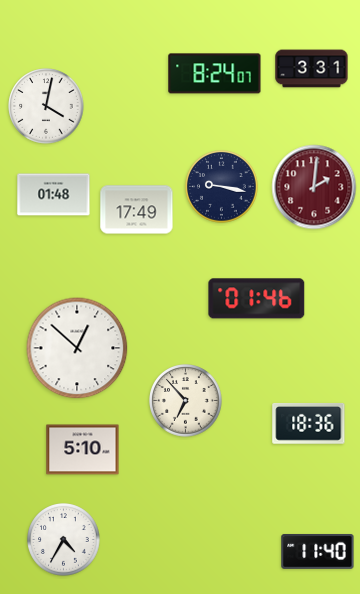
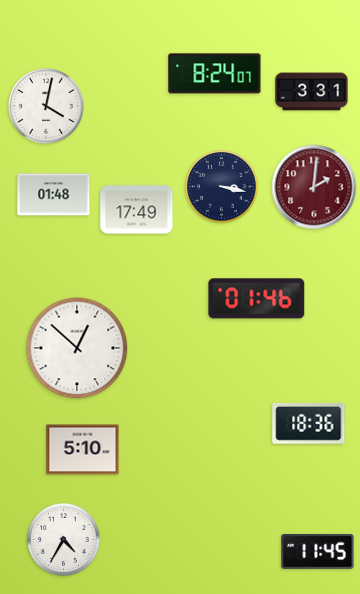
clock at (312, 69) position: (312, 69) -> (312, 92)
clock at (222, 187): 9:17 -> 3:17
clock at (186, 401): 6:53 -> none
clock at (318, 551): 11:40 -> 11:45
